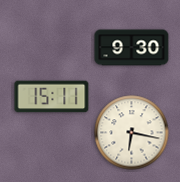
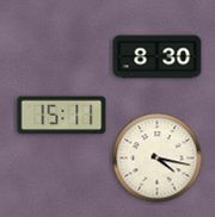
clock at (132, 48): 9:30 -> 8:30
clock at (132, 133): 6:17 -> 4:17
